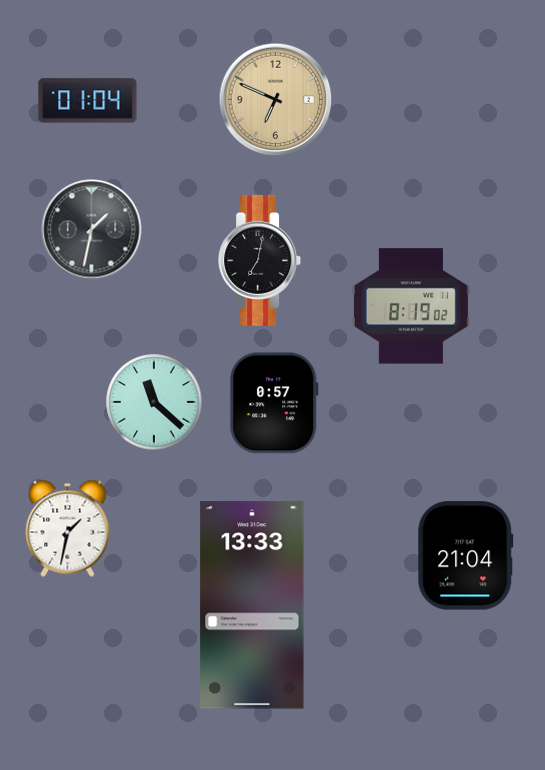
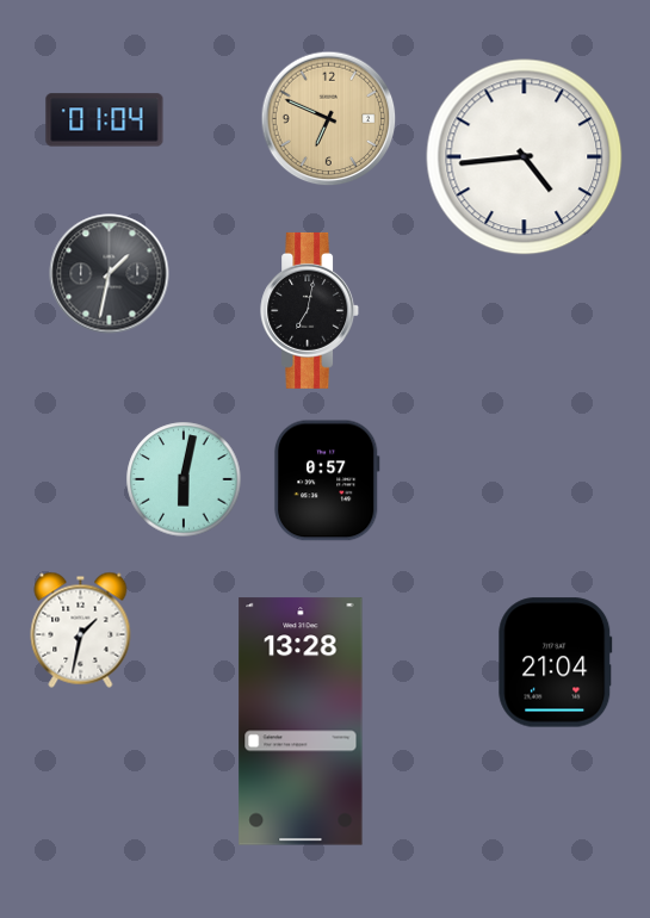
clock at (525, 157): none -> 4:44
clock at (411, 306): 8:19 -> none
clock at (154, 402): 11:22 -> 6:02
clock at (252, 605): 13:33 -> 13:28
